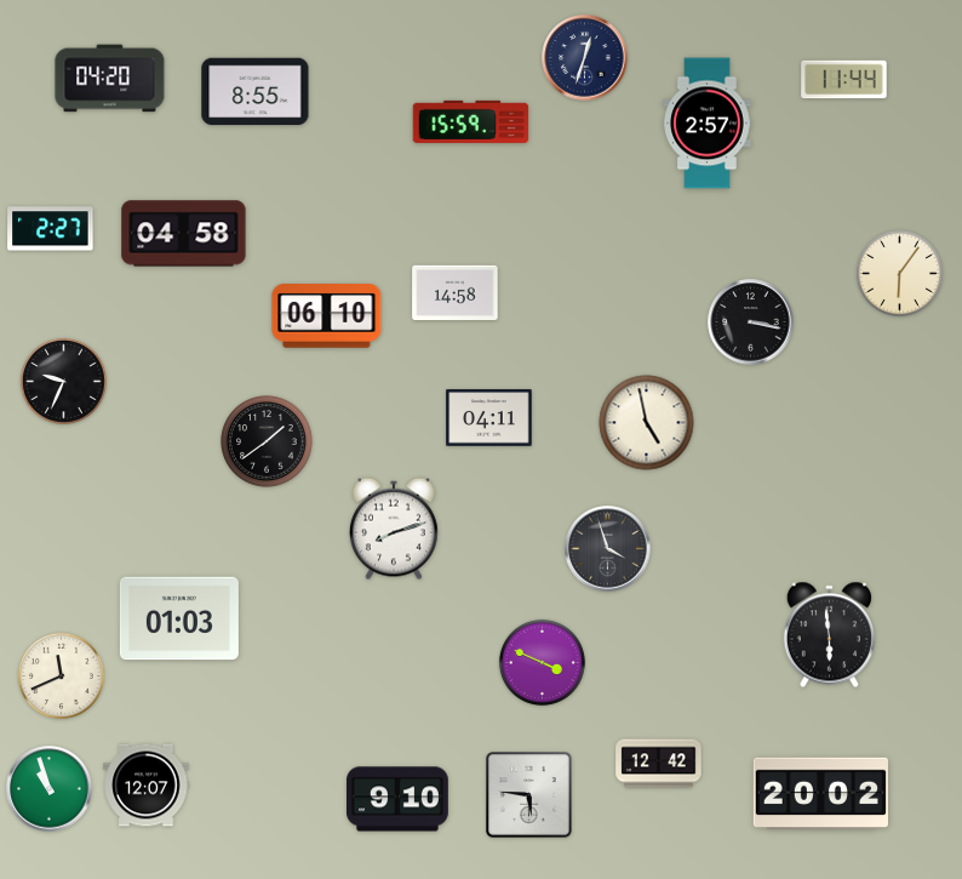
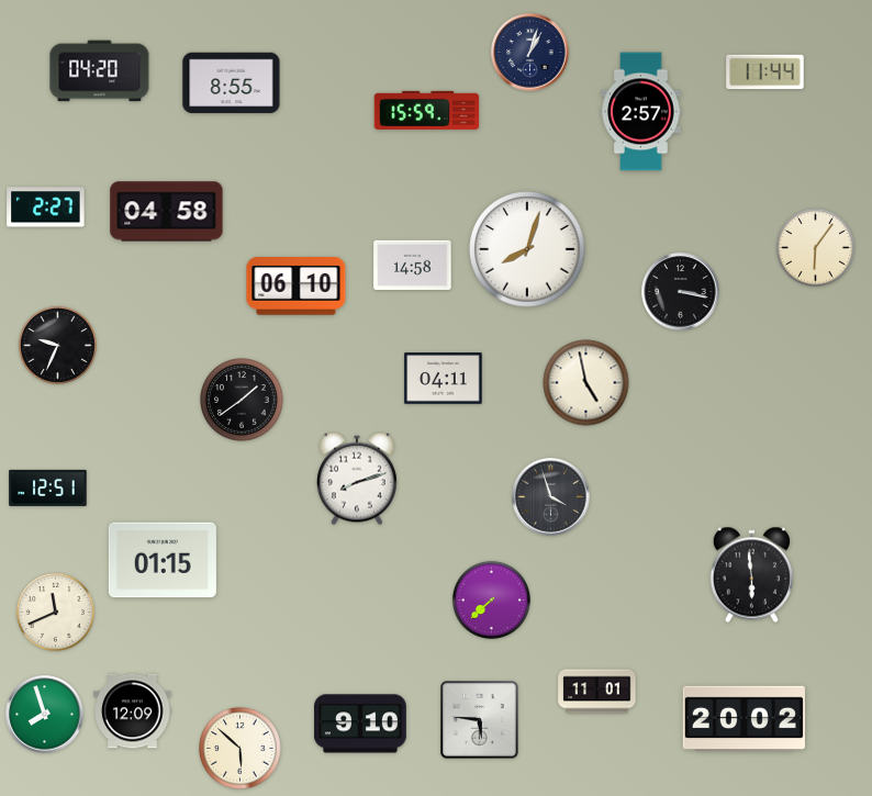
clock at (585, 58): 12:33 -> 1:03
clock at (527, 249): none -> 8:03
clock at (48, 487): none -> 12:51
clock at (179, 618): 01:03 -> 01:15
clock at (542, 662): 3:49 -> 7:38
clock at (659, 764): 12:42 -> 11:01
clock at (147, 786): 12:07 -> 12:09
clock at (50, 789): 10:57 -> 7:57
clock at (241, 749): none -> 5:52
